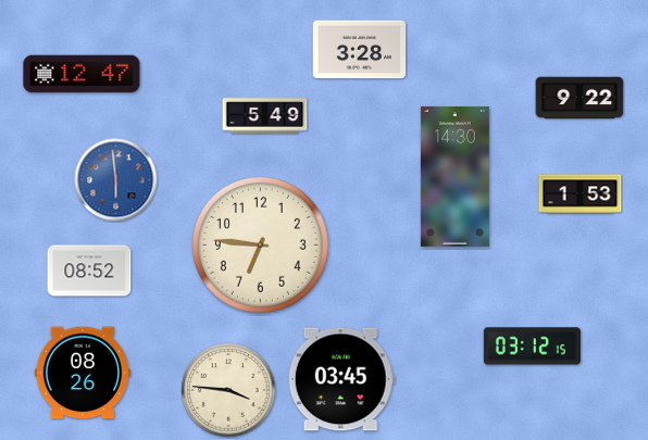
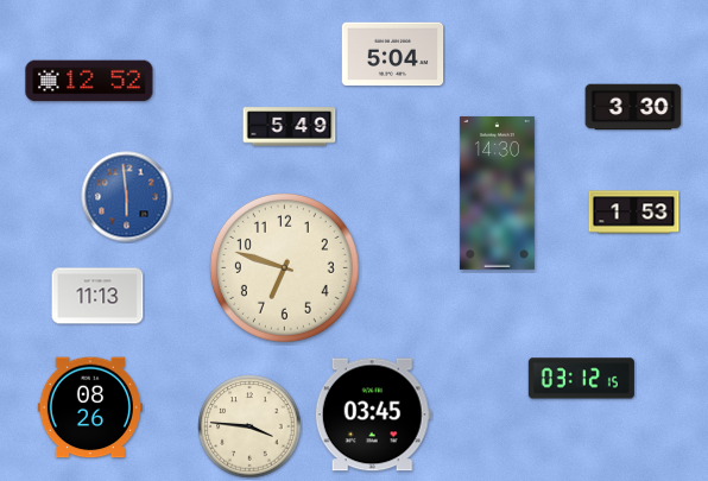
clock at (360, 50): 3:28 -> 5:04
clock at (82, 74): 12:47 -> 12:52
clock at (580, 98): 9:22 -> 3:30
clock at (260, 244): 6:46 -> 6:48
clock at (89, 271): 08:52 -> 11:13
